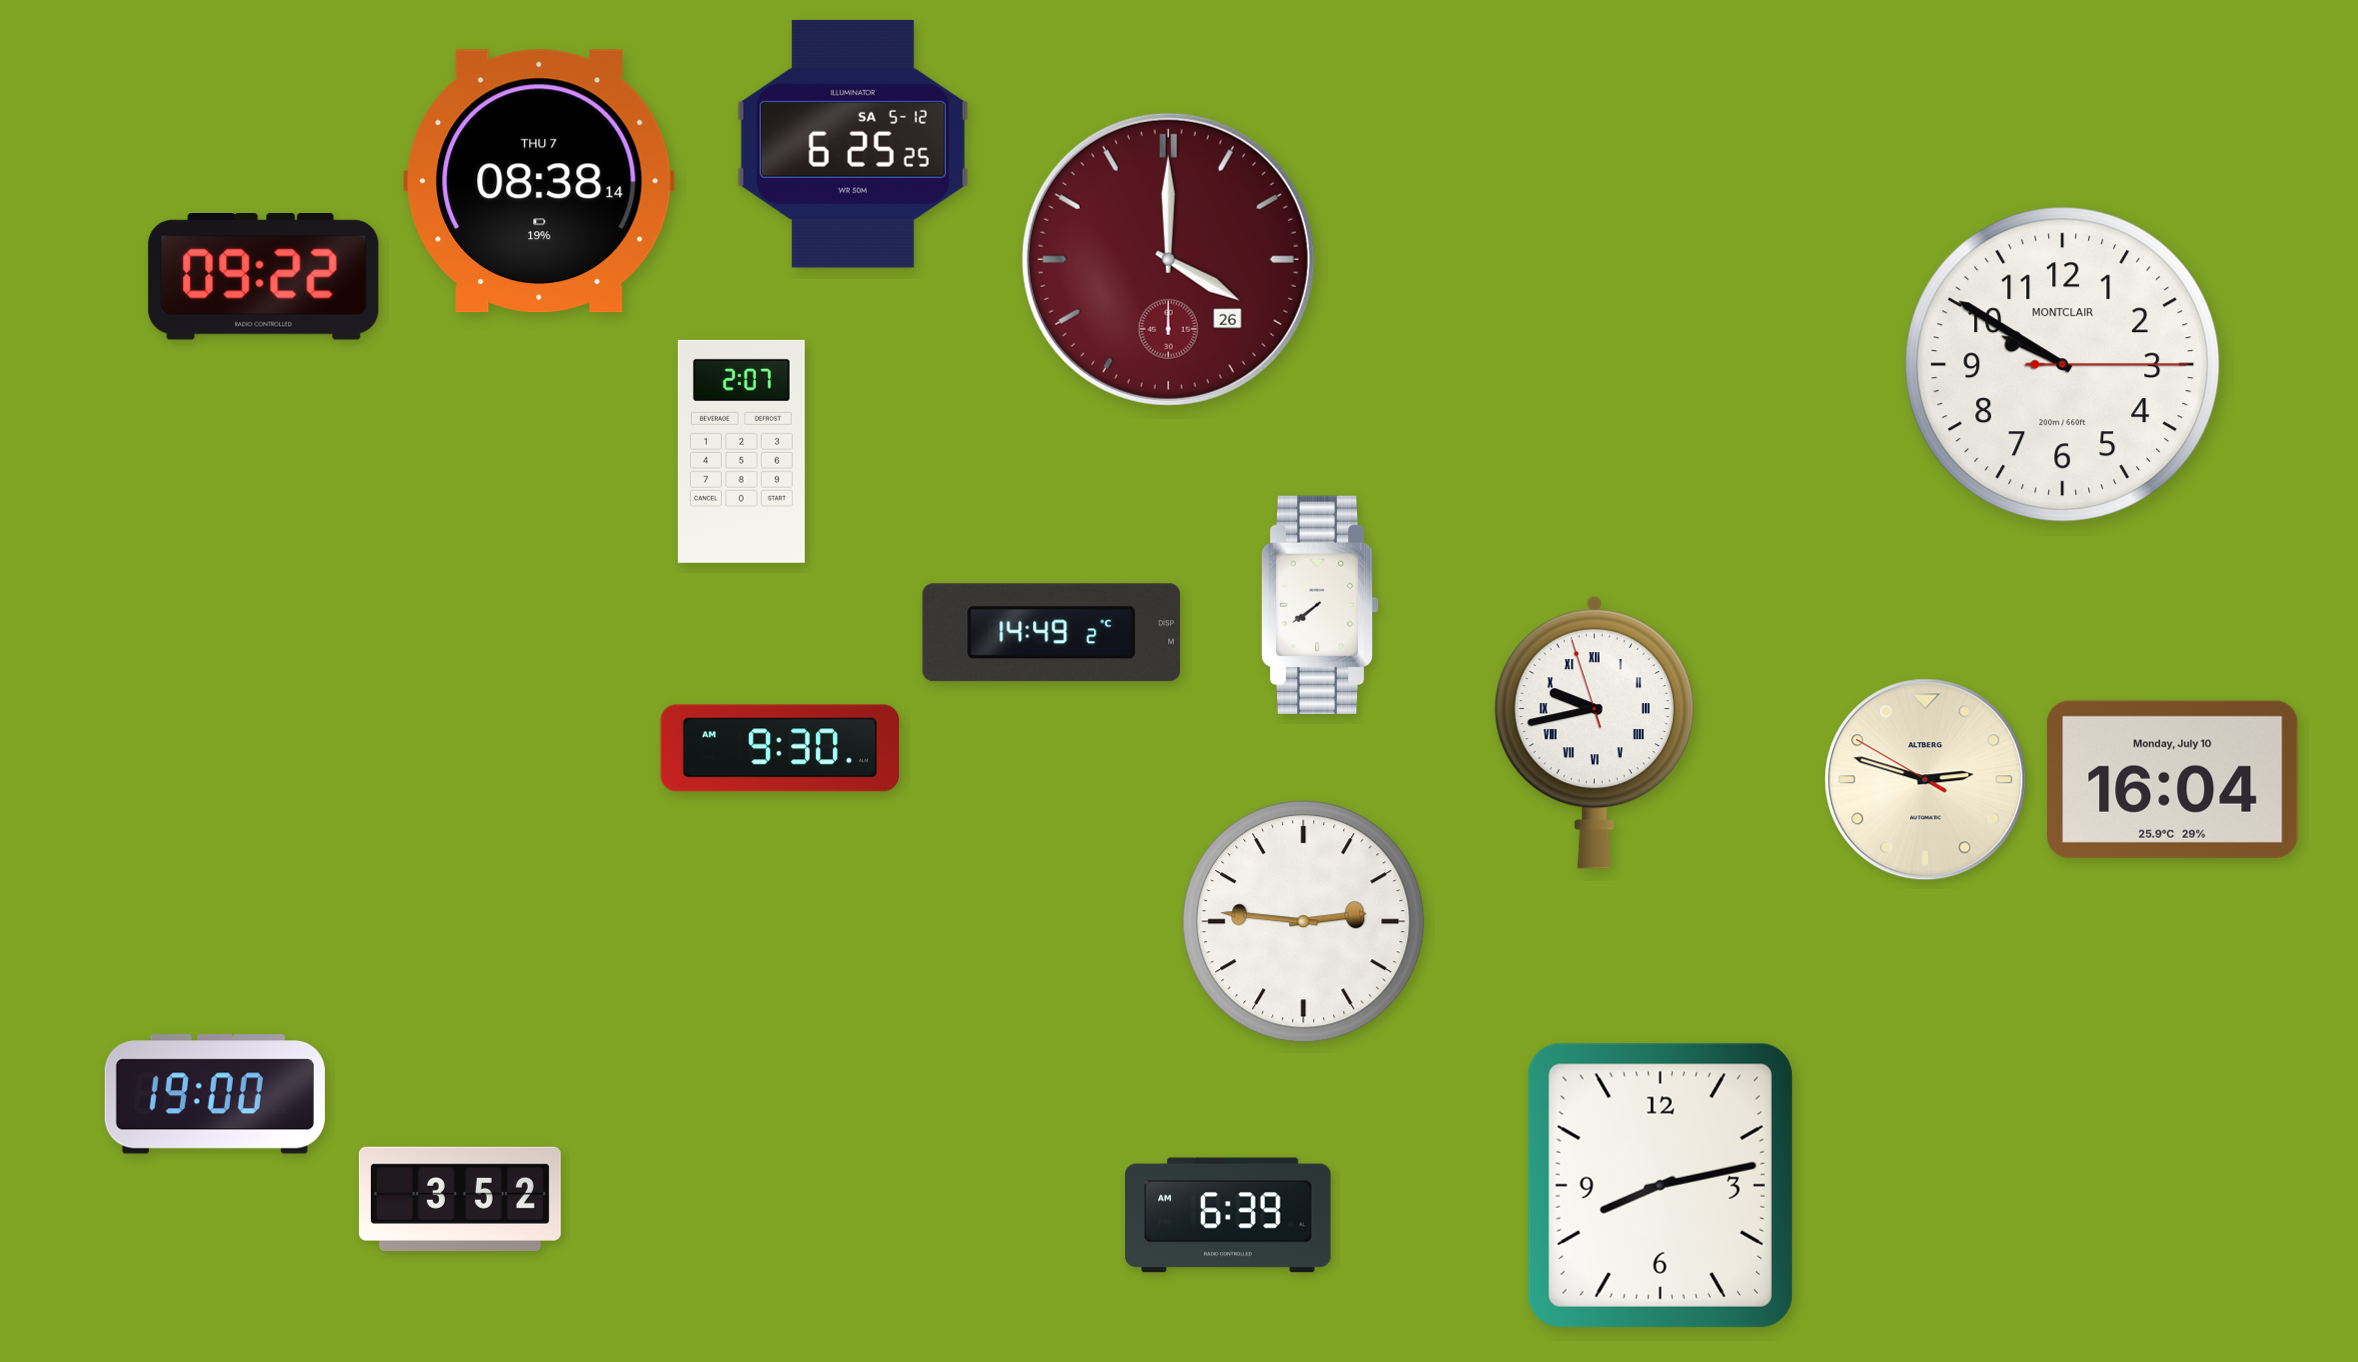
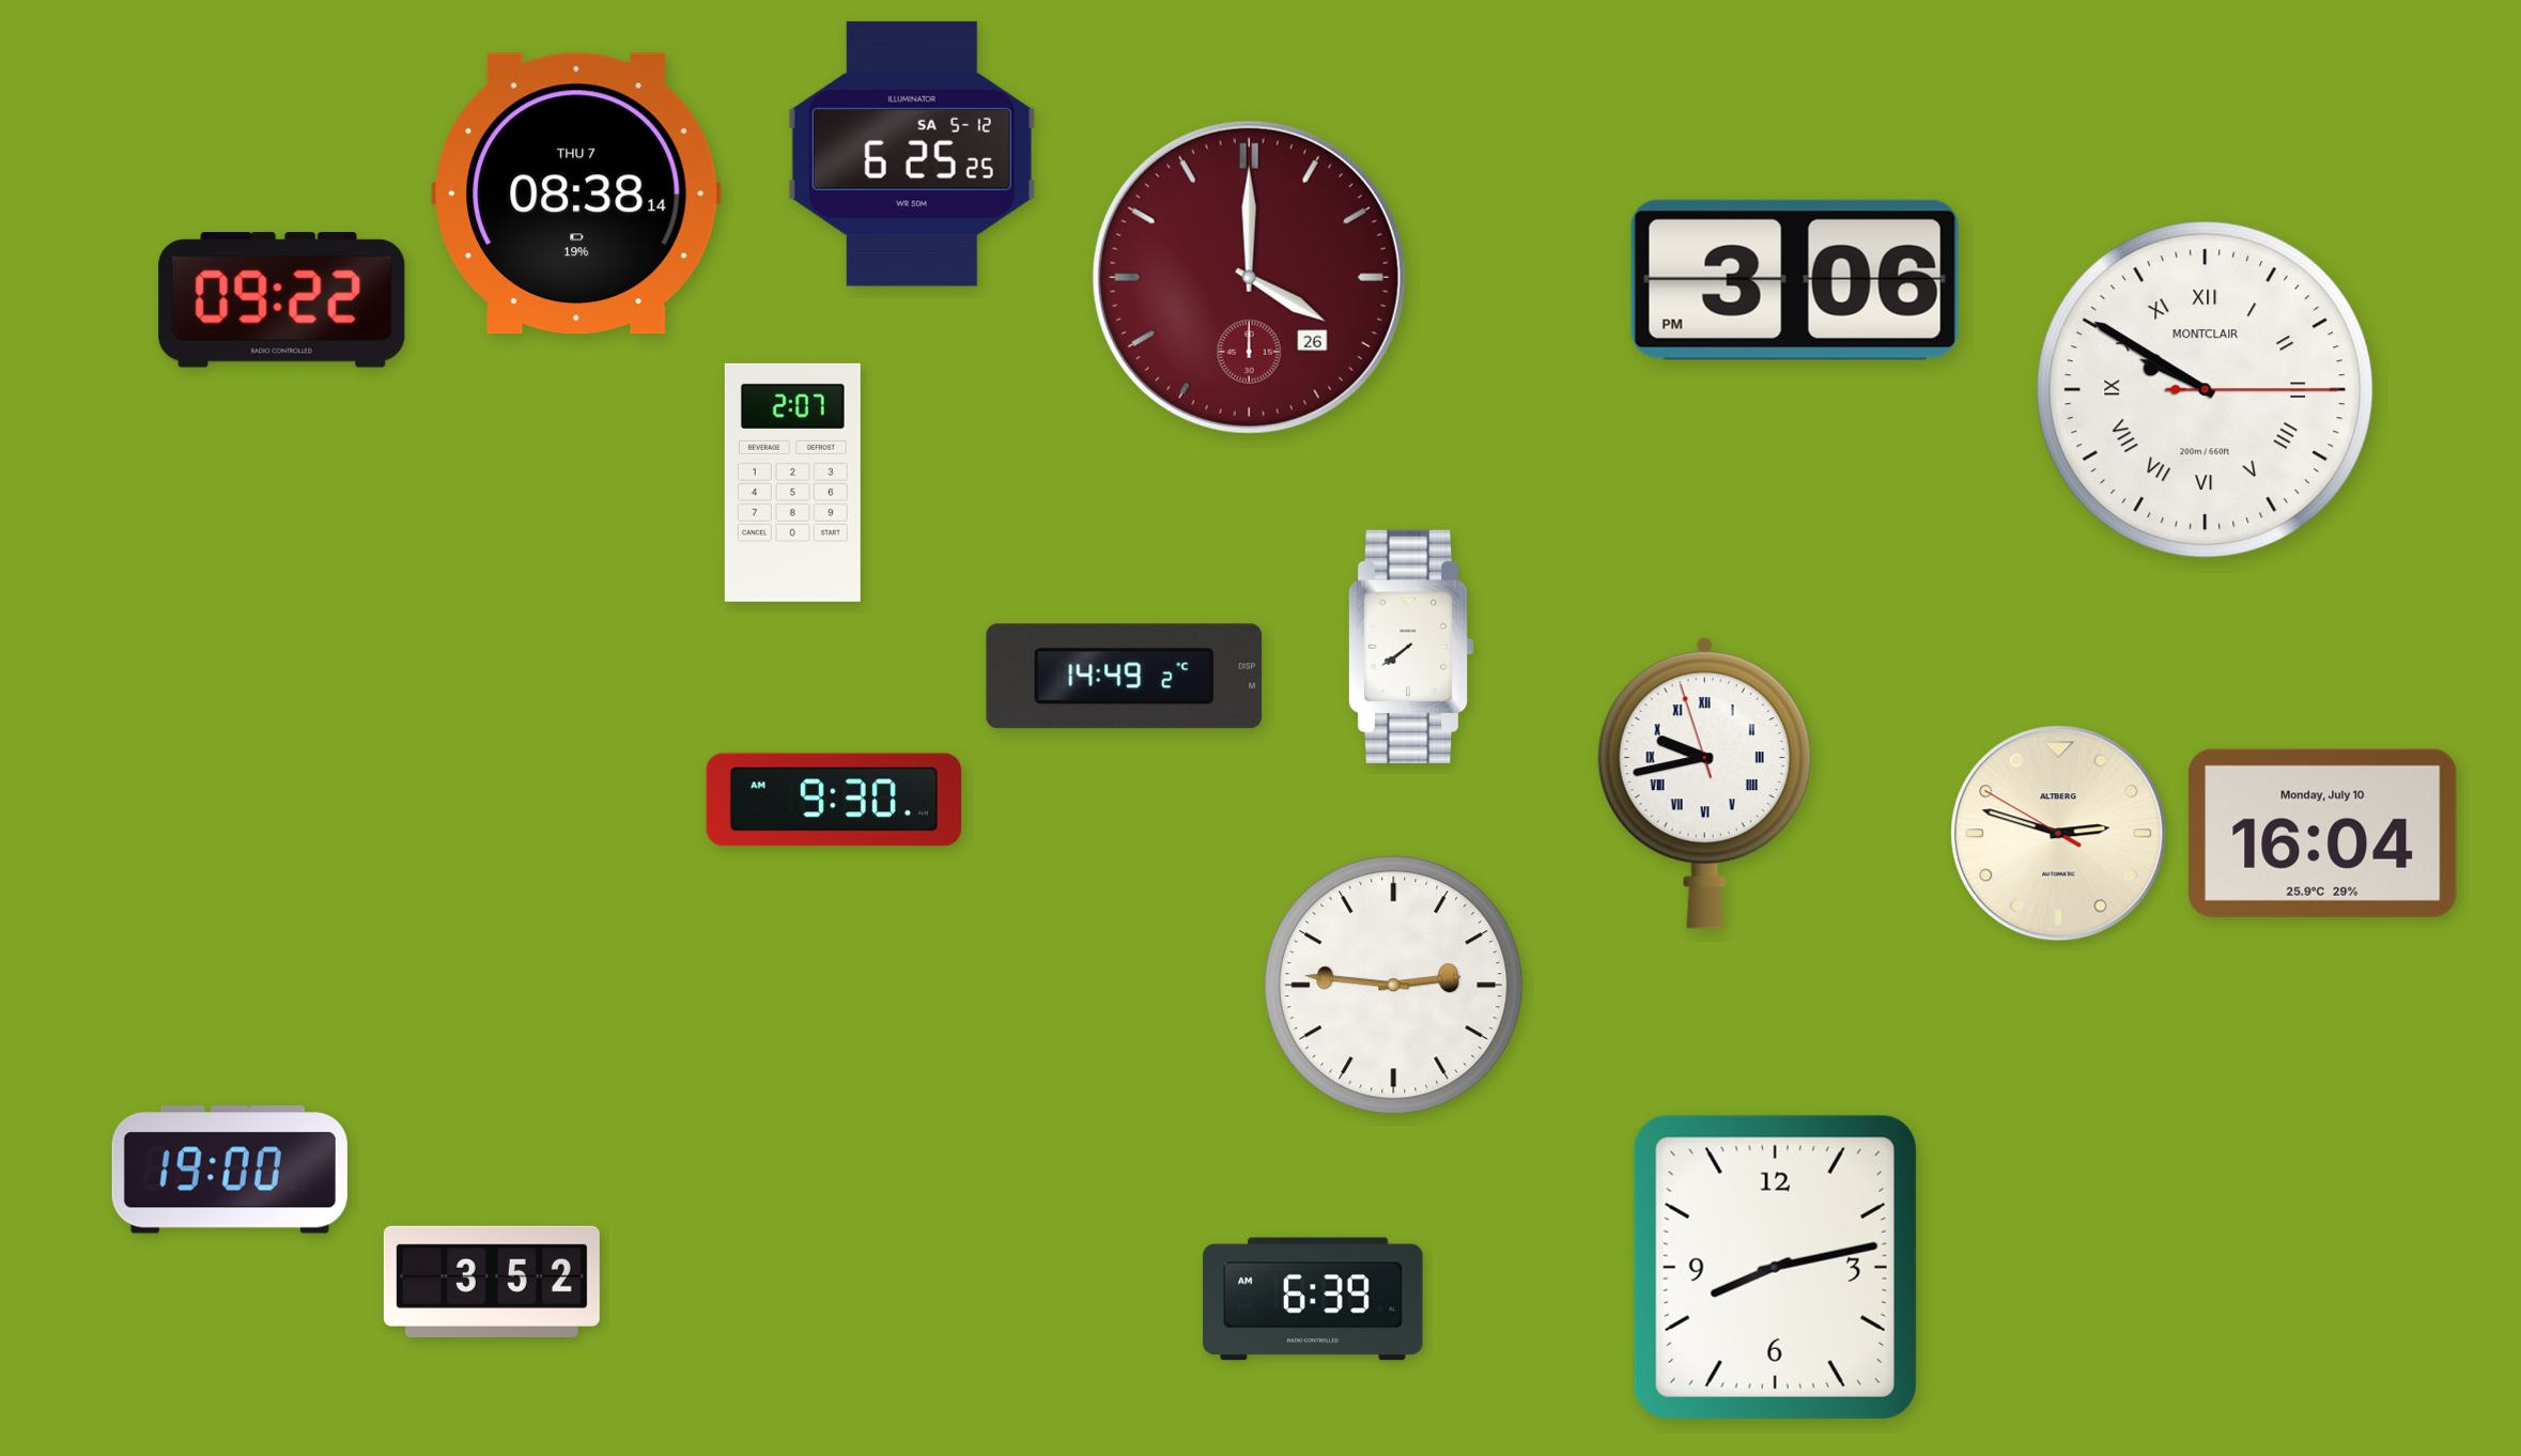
clock at (1795, 280): none -> 3:06
clock at (264, 277) position: (264, 277) -> (282, 300)
clock at (2063, 365) numerals: Arabic -> Roman
